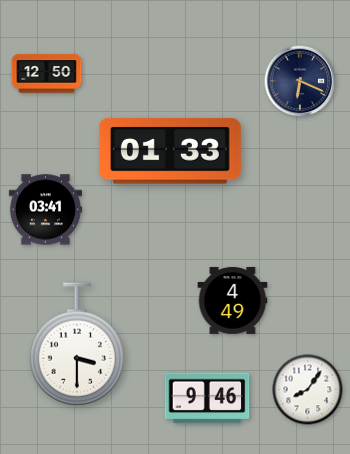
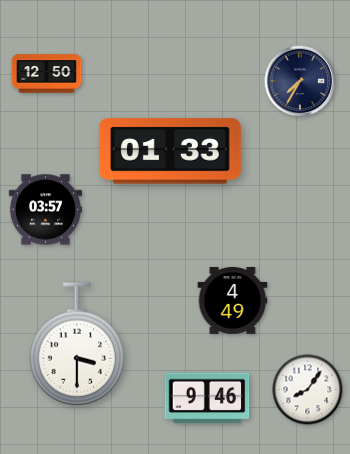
clock at (300, 81): 6:19 -> 7:35
clock at (45, 210): 03:41 -> 03:57
